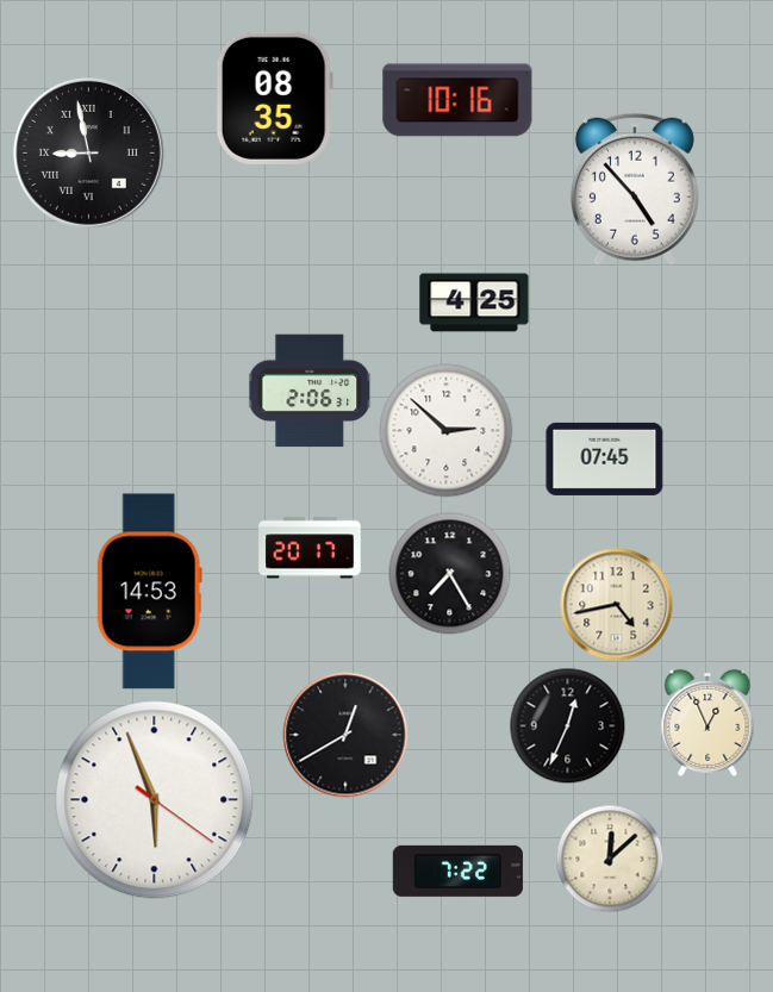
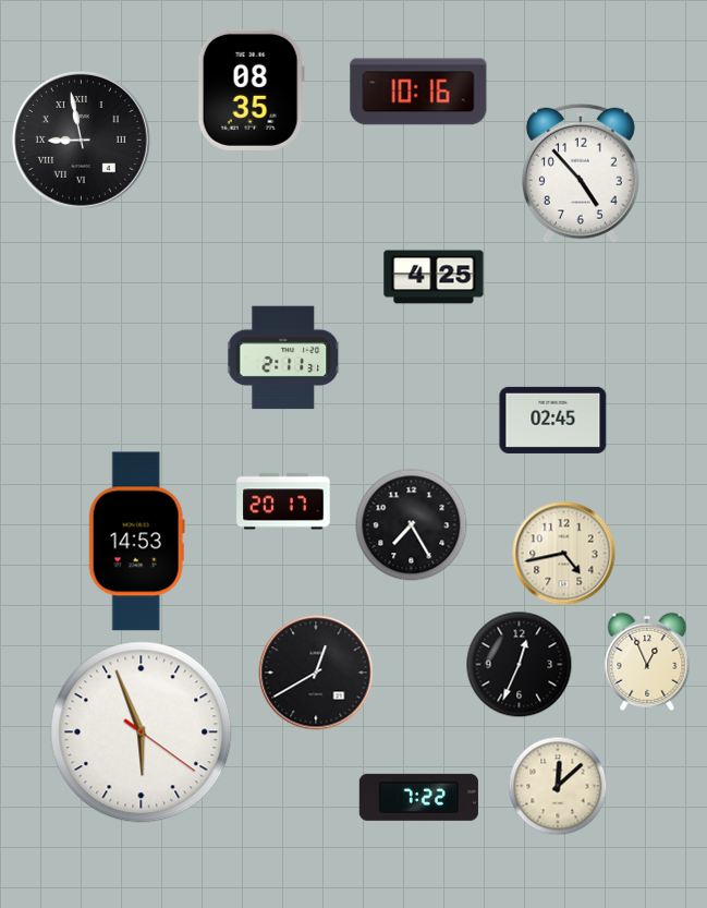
clock at (311, 391): 2:06 -> 2:11
clock at (447, 431): 2:52 -> none
clock at (605, 458): 07:45 -> 02:45
